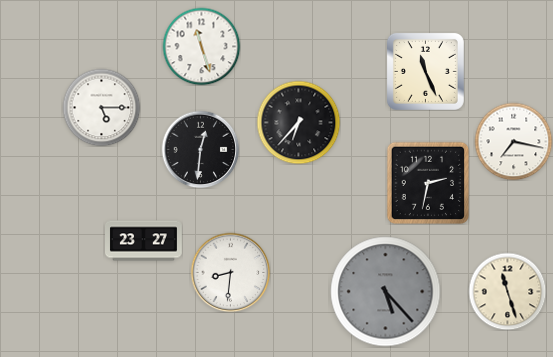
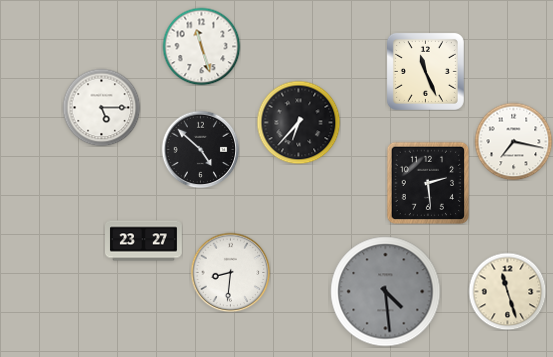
clock at (200, 149): 12:31 -> 4:52
clock at (427, 182): 2:32 -> 2:29
clock at (386, 292): 5:23 -> 4:29
